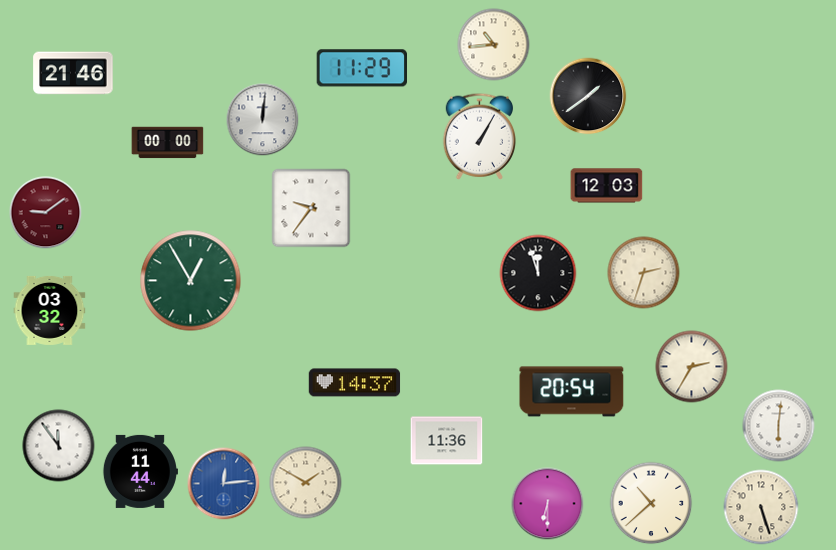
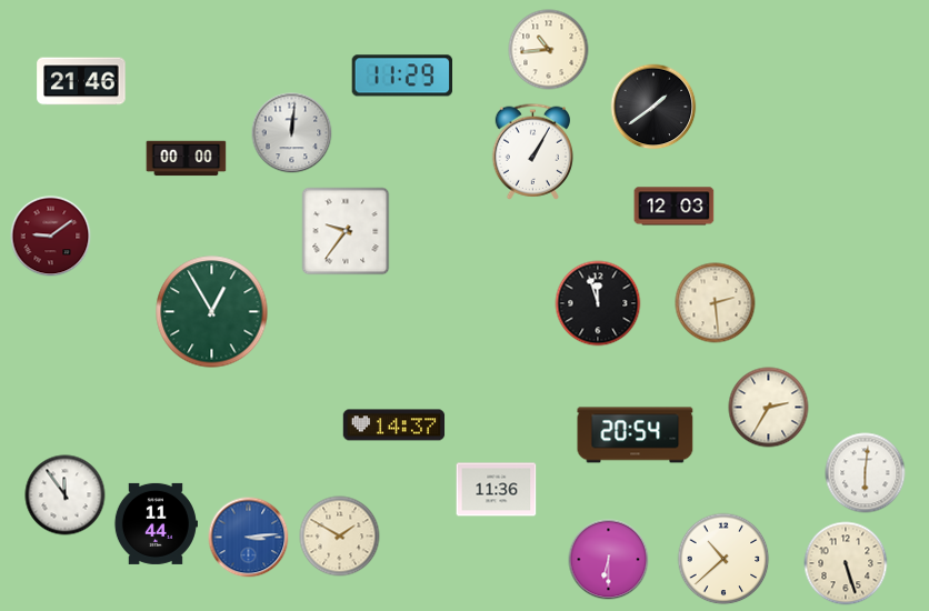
clock at (644, 273): 2:33 -> 2:29
clock at (50, 310): 03:32 -> none
clock at (224, 484): 12:14 -> 3:14
